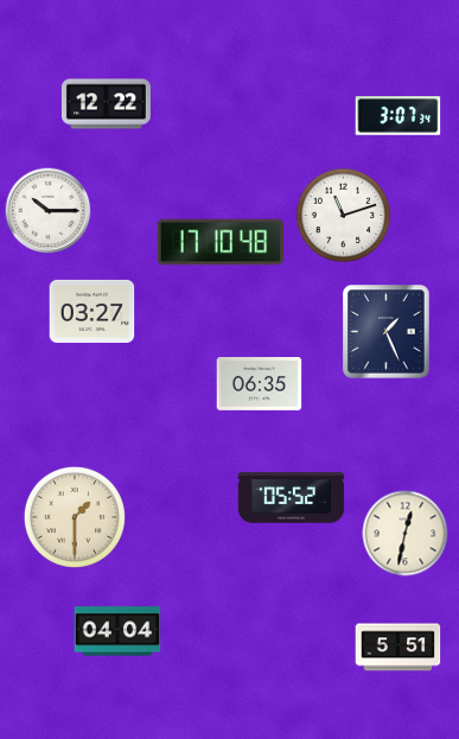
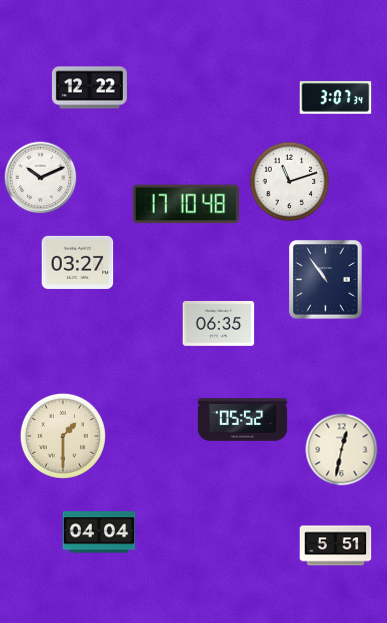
clock at (49, 211): 10:15 -> 10:11
clock at (387, 332): 1:26 -> 10:54
clock at (292, 498) position: (292, 498) -> (243, 420)
